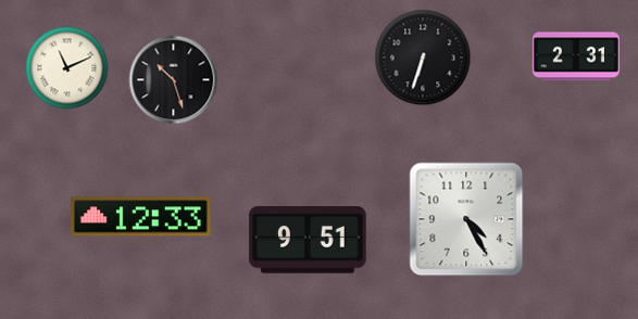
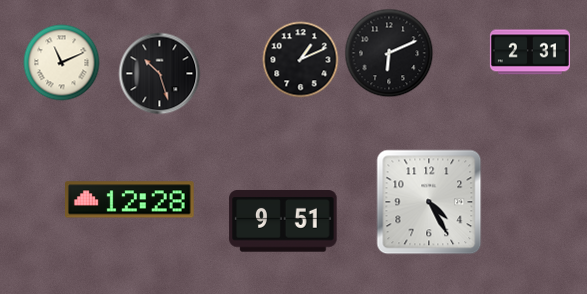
clock at (423, 58): 6:33 -> 6:11
clock at (301, 60): none -> 1:11
clock at (141, 217): 12:33 -> 12:28
